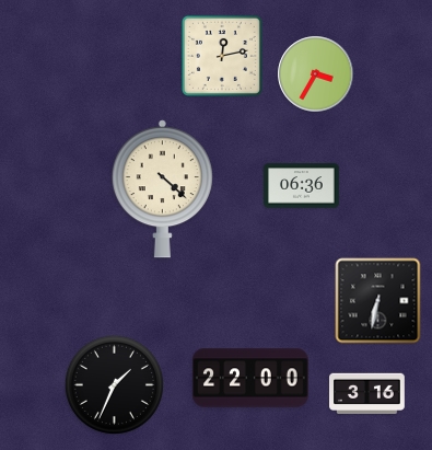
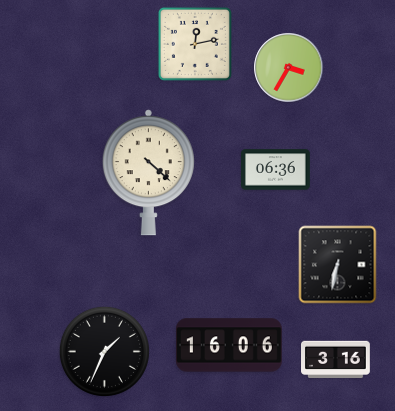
clock at (222, 56) position: (222, 56) -> (195, 44)
clock at (378, 301) position: (378, 301) -> (338, 265)
clock at (252, 378): 22:00 -> 16:06
